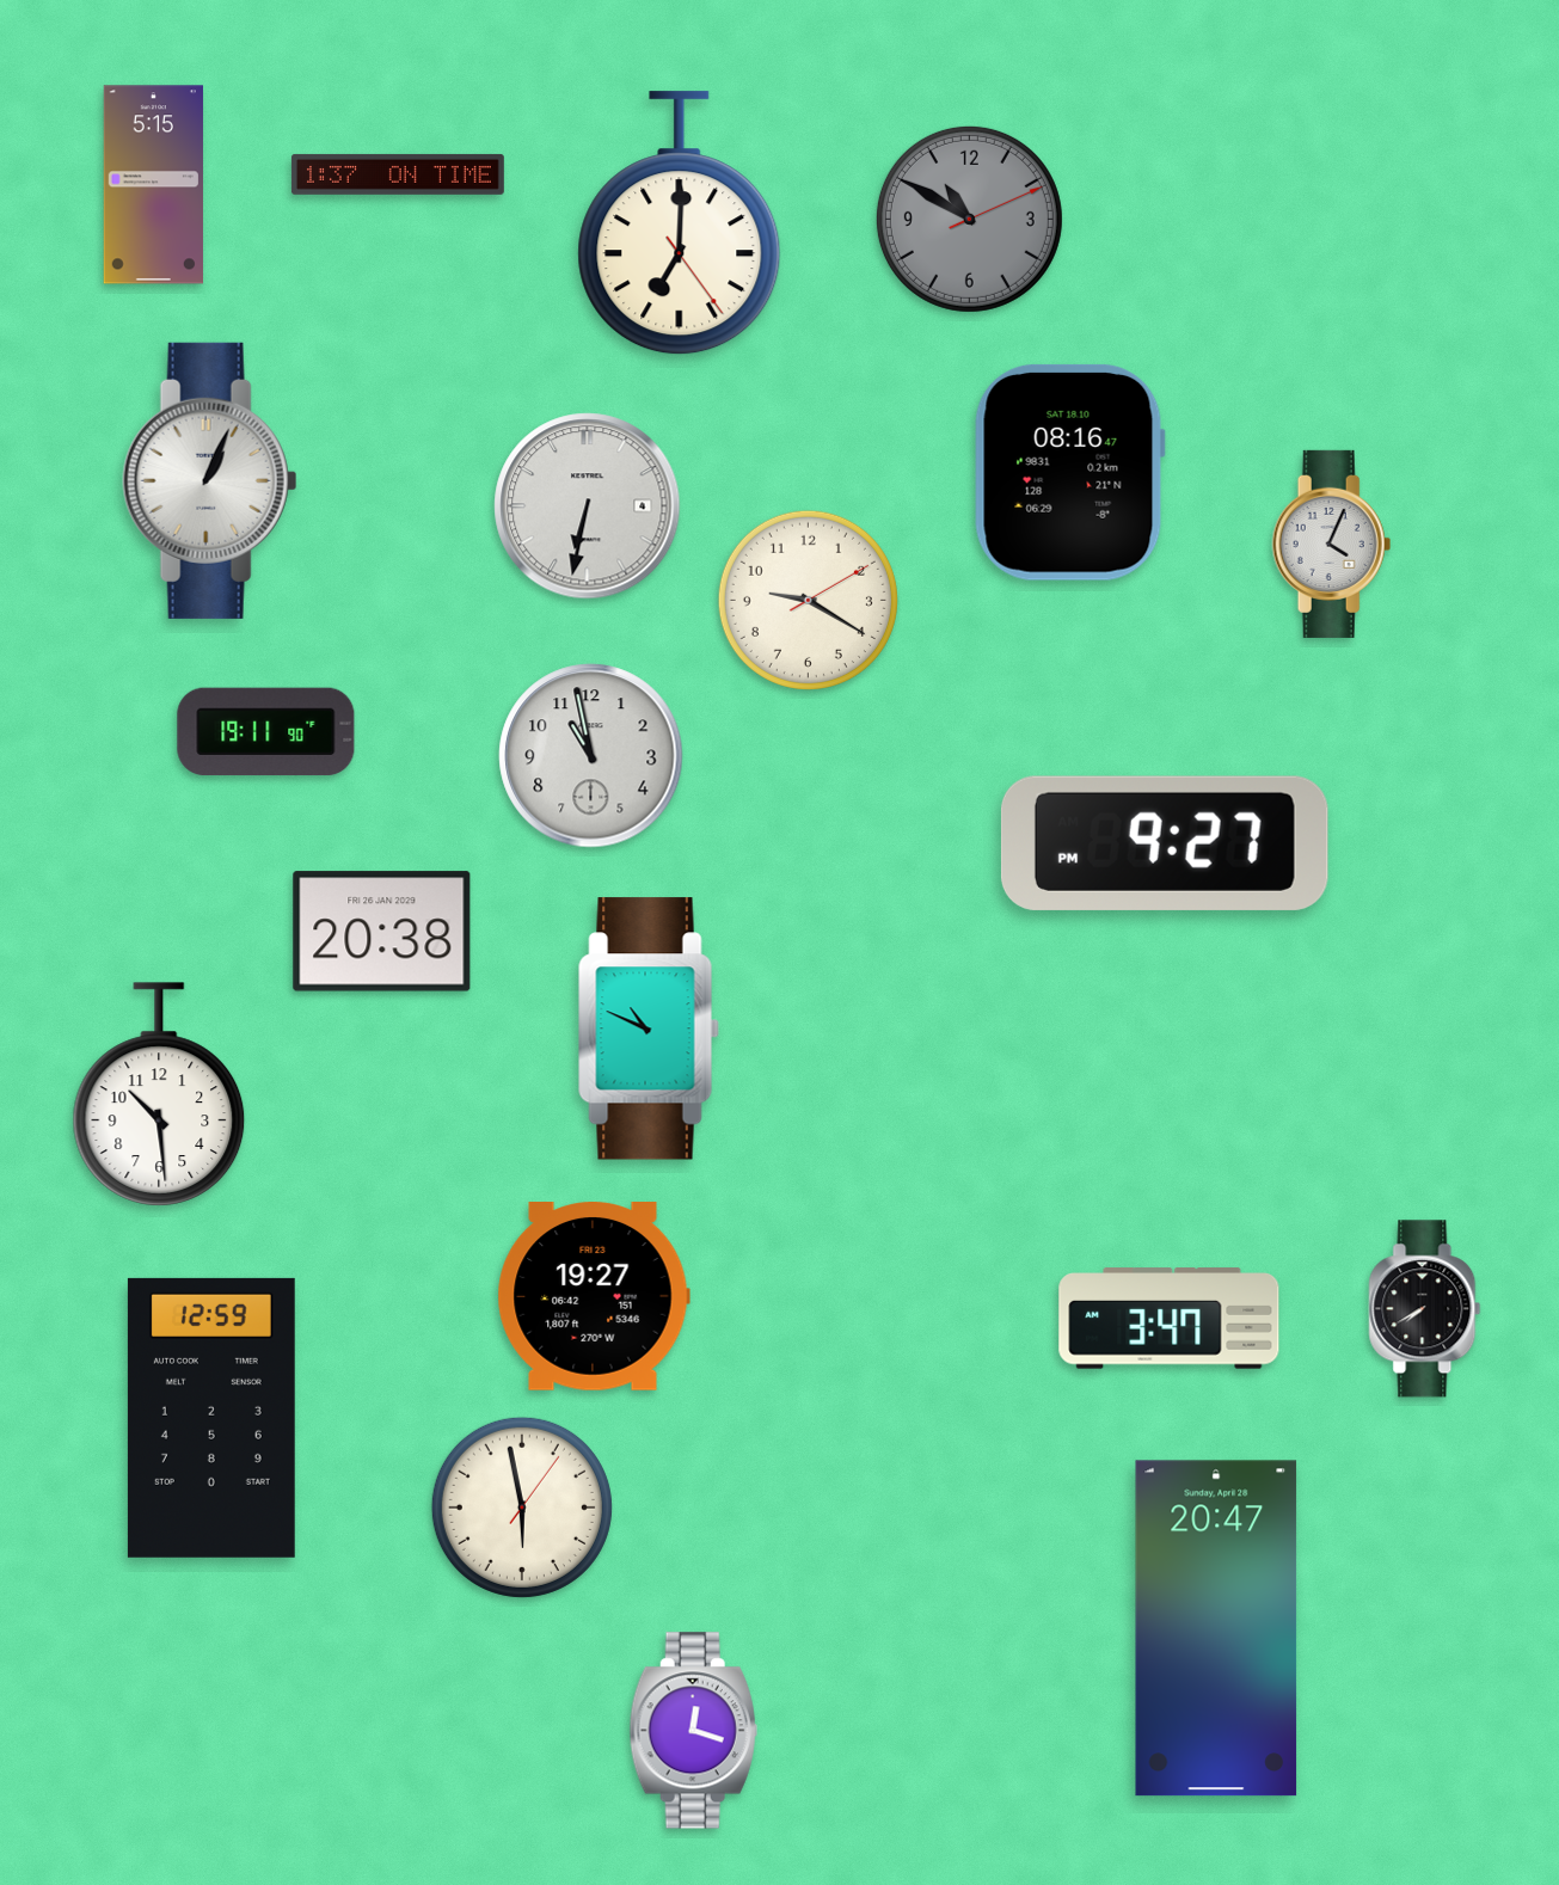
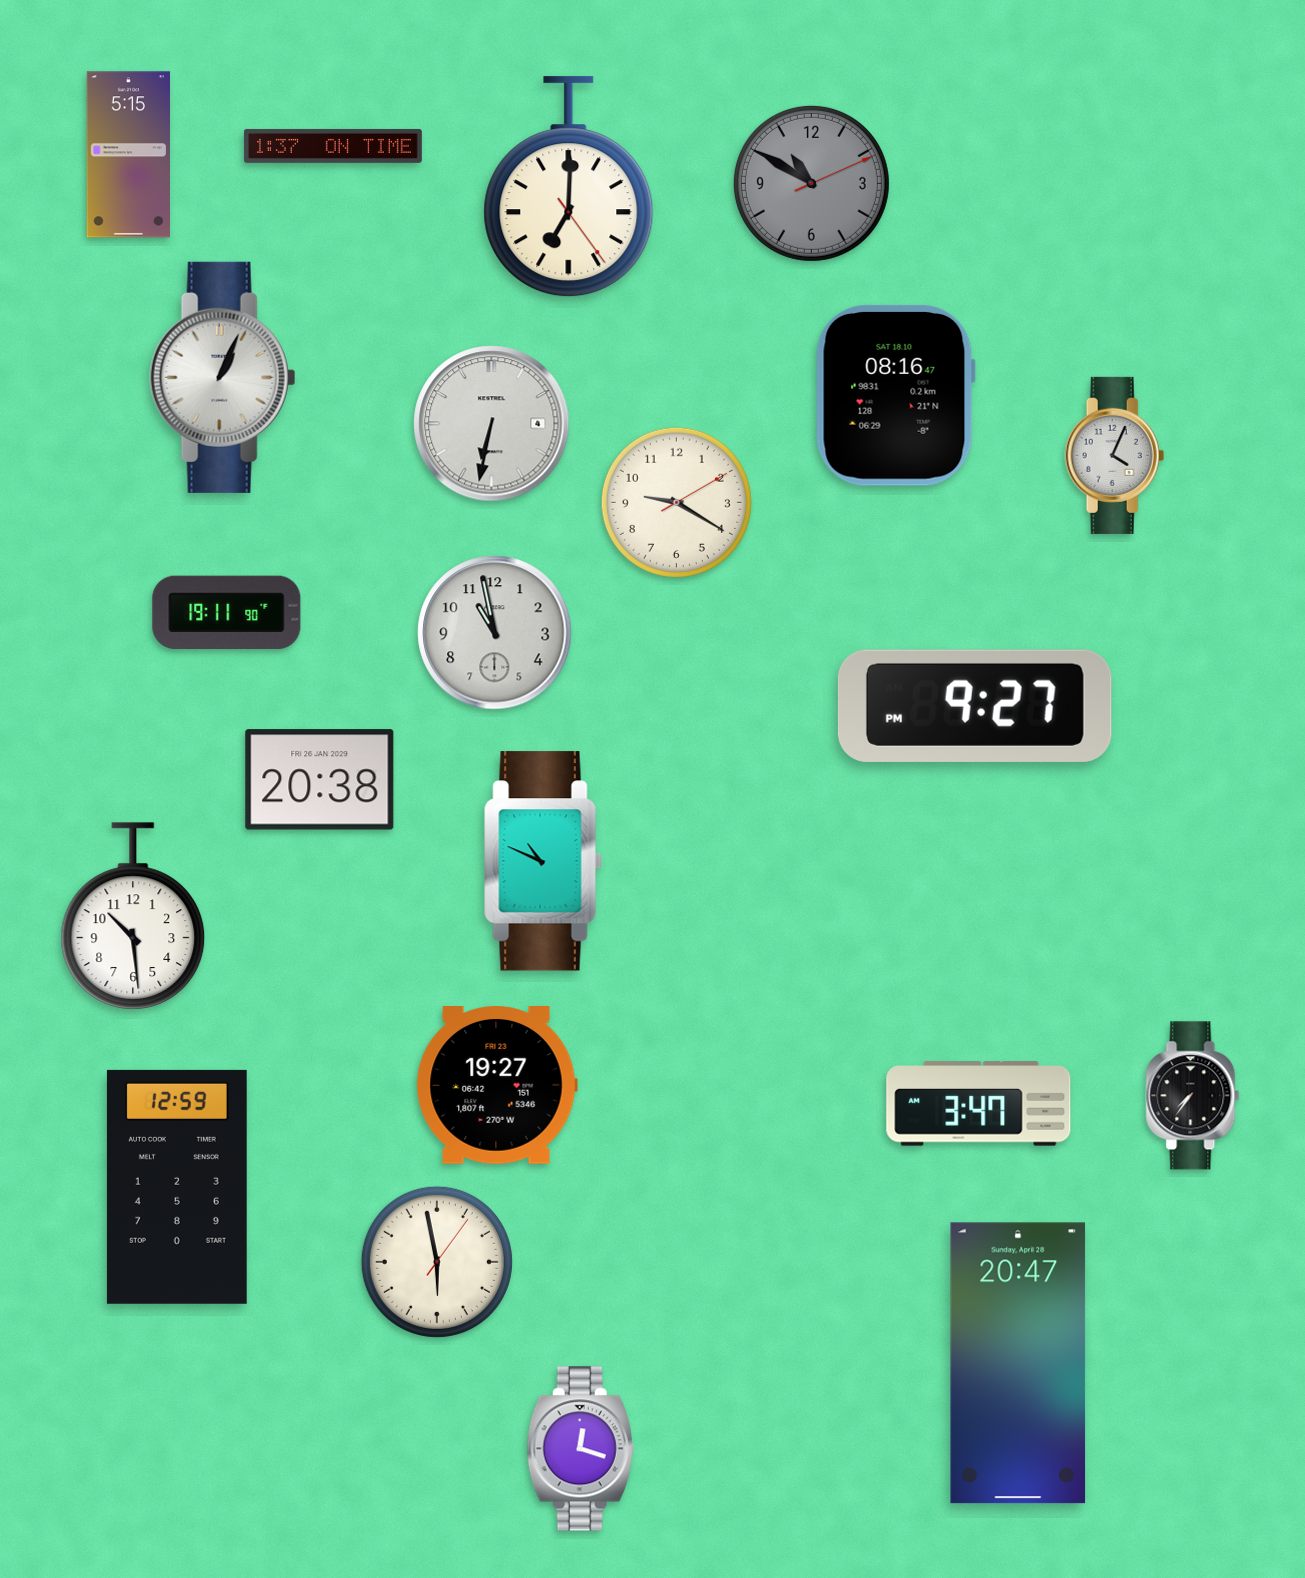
clock at (210, 480) position: (210, 480) -> (223, 377)
clock at (266, 732) position: (266, 732) -> (227, 613)
clock at (1425, 1309): 7:40 -> 7:36
